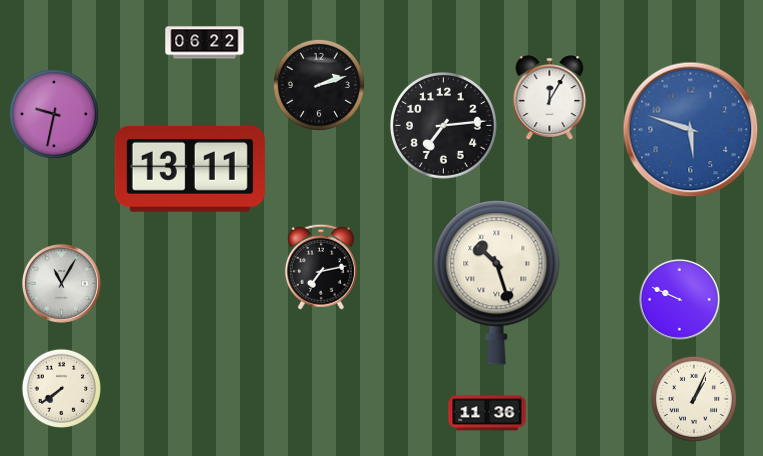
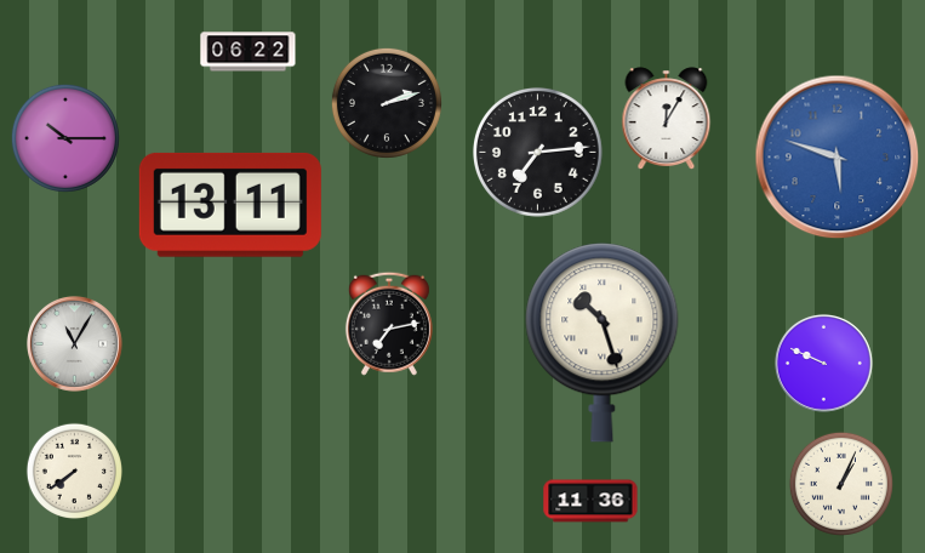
clock at (54, 114): 9:32 -> 10:15
